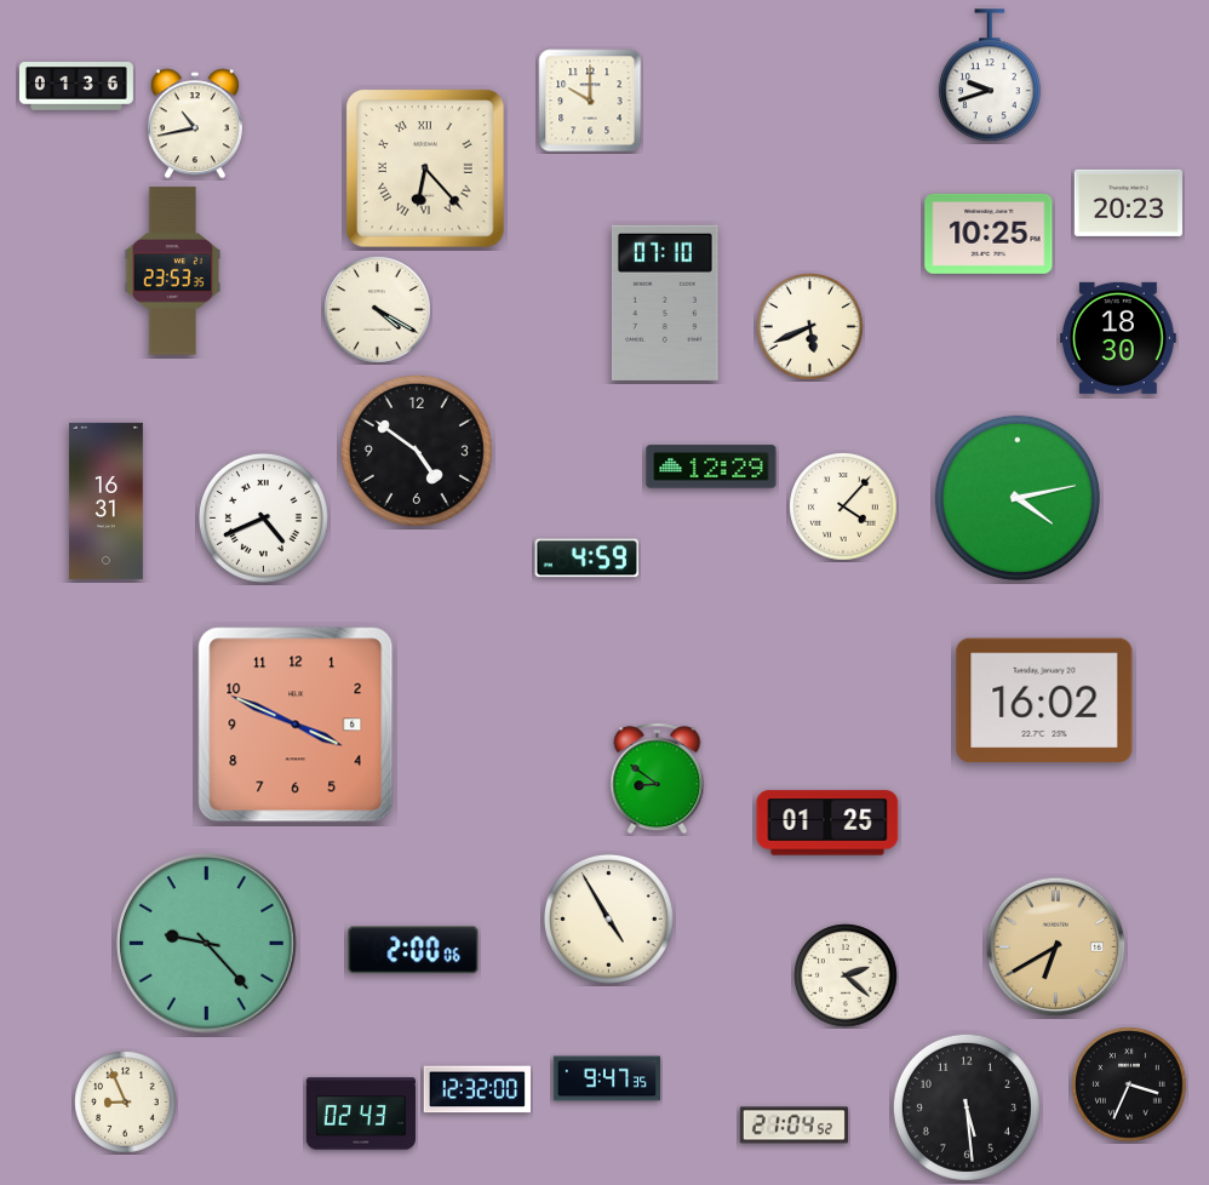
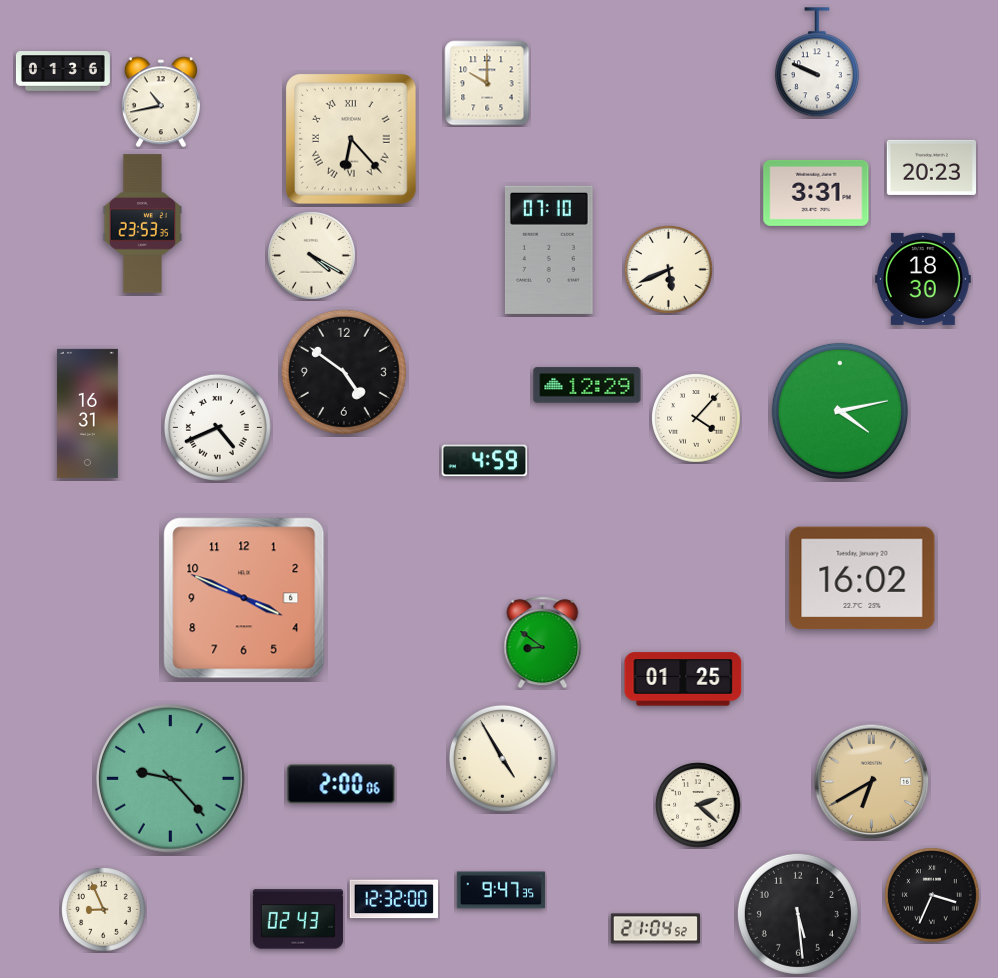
clock at (990, 76): 9:42 -> 9:49
clock at (989, 234): 10:25 -> 3:31
